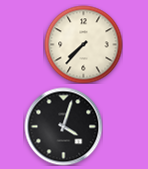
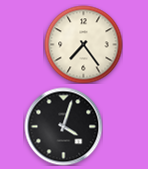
clock at (83, 44): 7:37 -> 7:24
